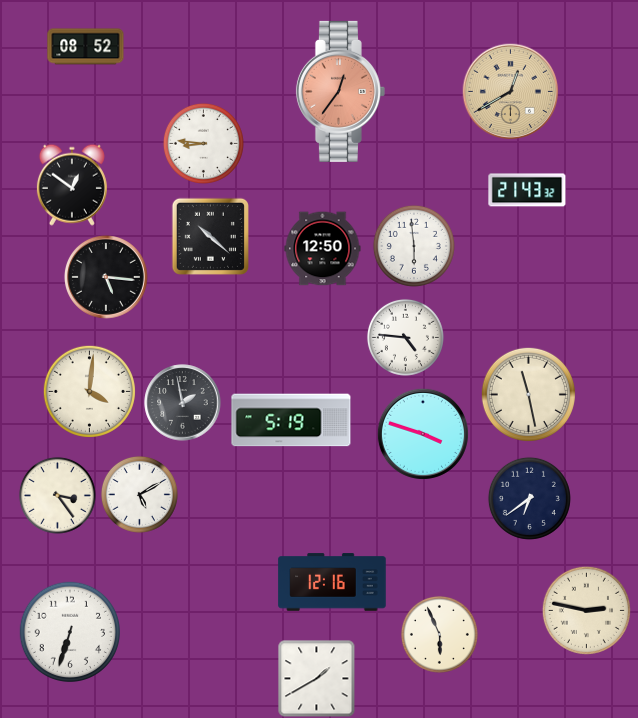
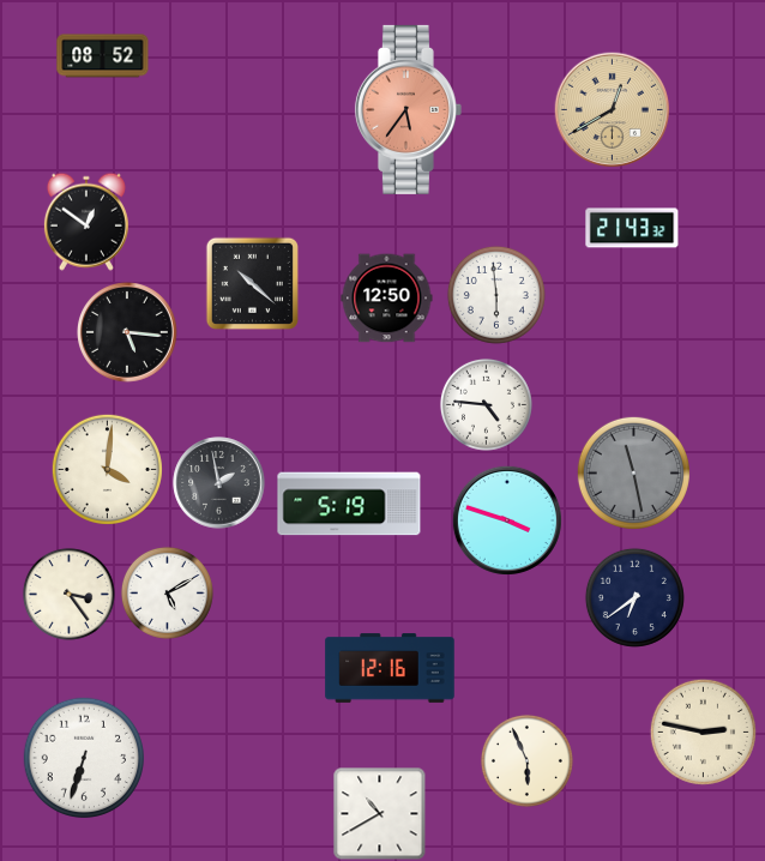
clock at (340, 91): 12:36 -> 5:36
clock at (203, 143): 8:46 -> none
clock at (528, 394) dial: cream -> grey
clock at (332, 582) position: (332, 582) -> (390, 668)
clock at (316, 678): 1:40 -> 10:40
